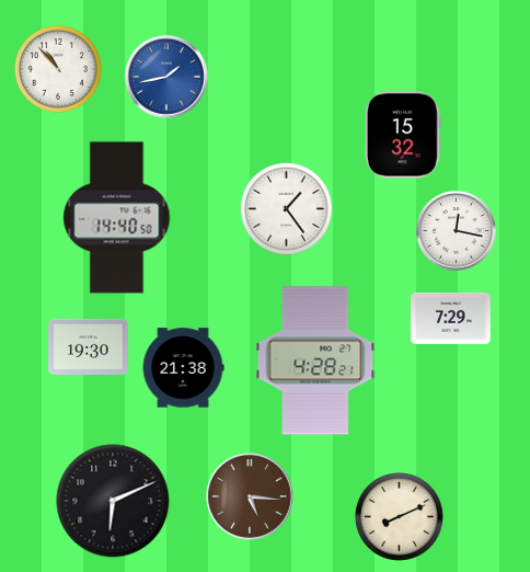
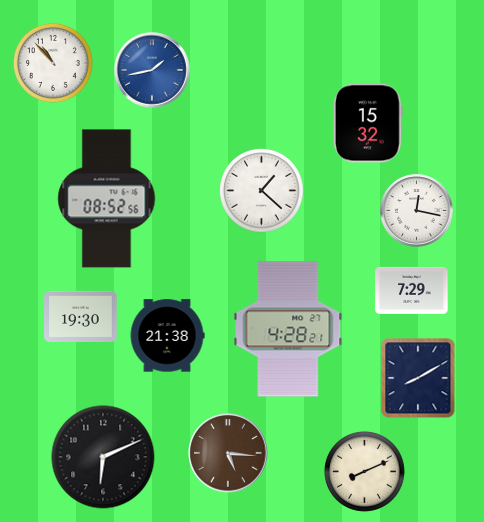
clock at (287, 209): 1:24 -> 1:22
clock at (117, 218): 14:40 -> 08:52
clock at (418, 378): none -> 8:10
